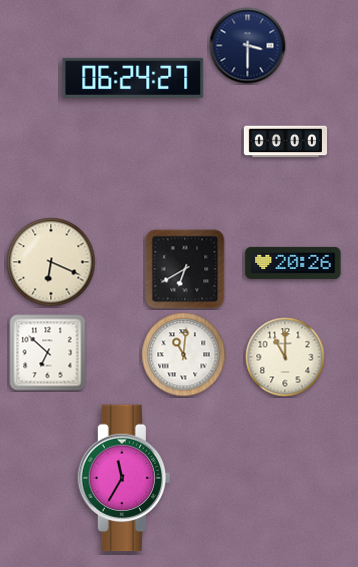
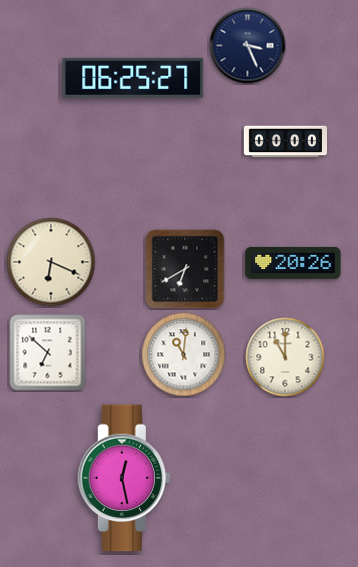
clock at (248, 46): 3:30 -> 3:26
clock at (133, 78): 06:24 -> 06:25
clock at (123, 478): 11:35 -> 12:28
